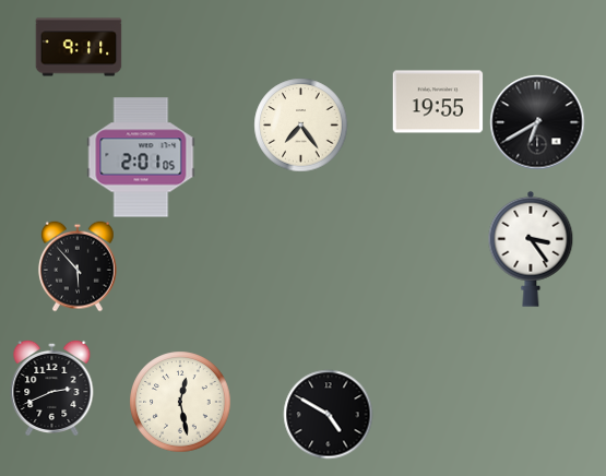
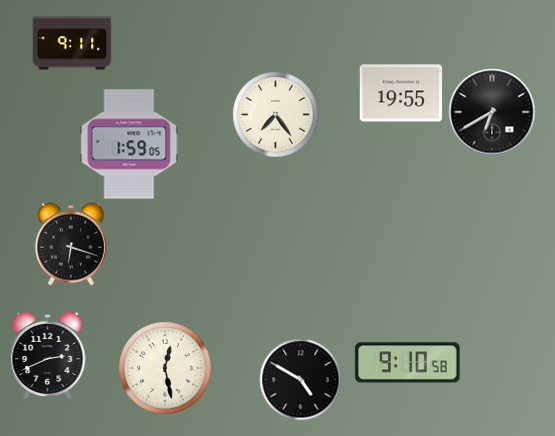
clock at (141, 157): 2:01 -> 1:59
clock at (531, 249): 3:24 -> none
clock at (78, 266): 5:53 -> 6:18
clock at (408, 363): none -> 9:10
